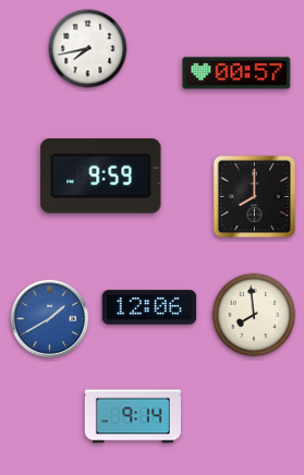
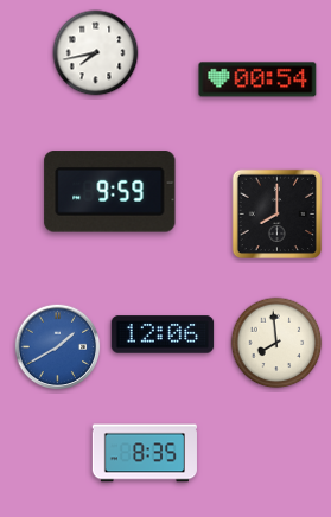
clock at (236, 73): 00:57 -> 00:54
clock at (50, 319) position: (50, 319) -> (58, 347)
clock at (132, 416): 9:14 -> 8:35
